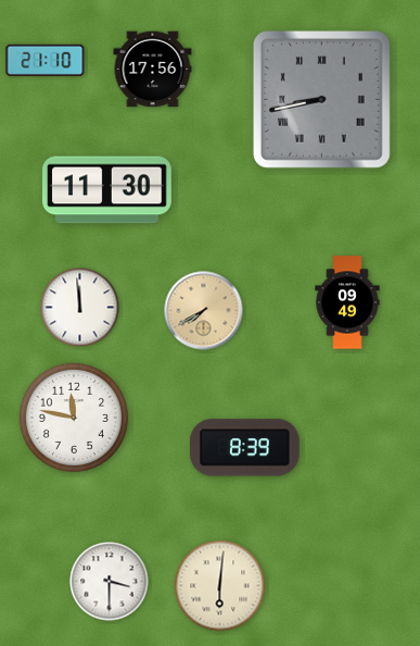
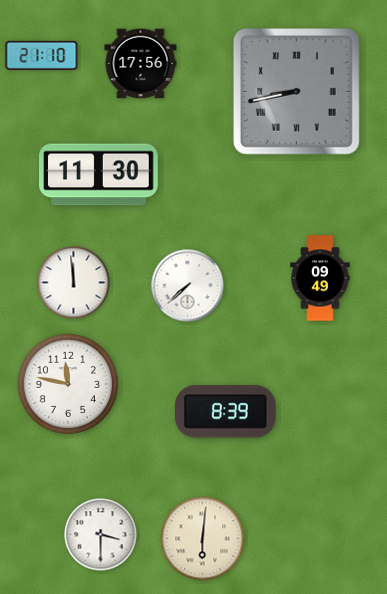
clock at (204, 311): 7:40 -> 7:38
clock at (204, 311) dial: champagne -> white
